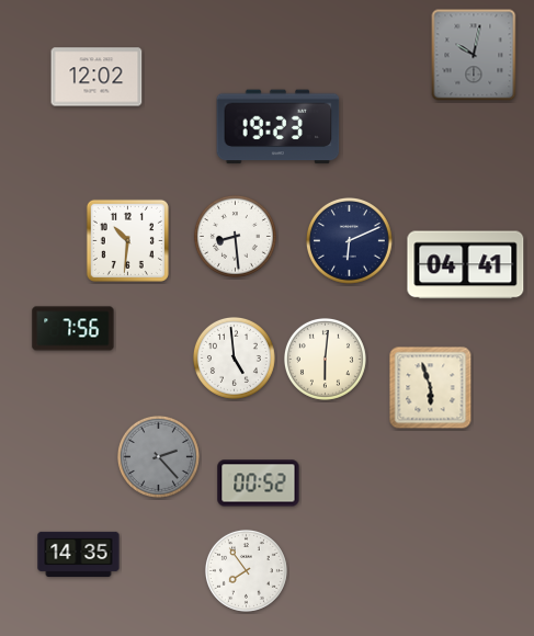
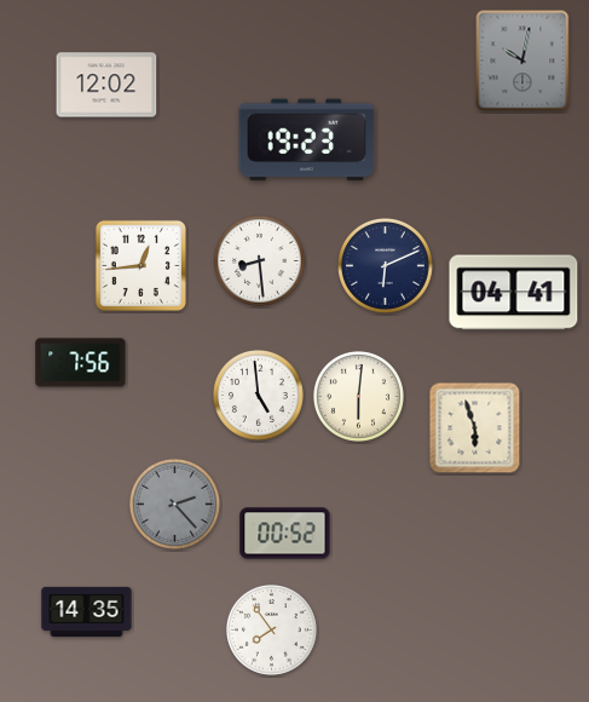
clock at (127, 240): 10:31 -> 12:44
